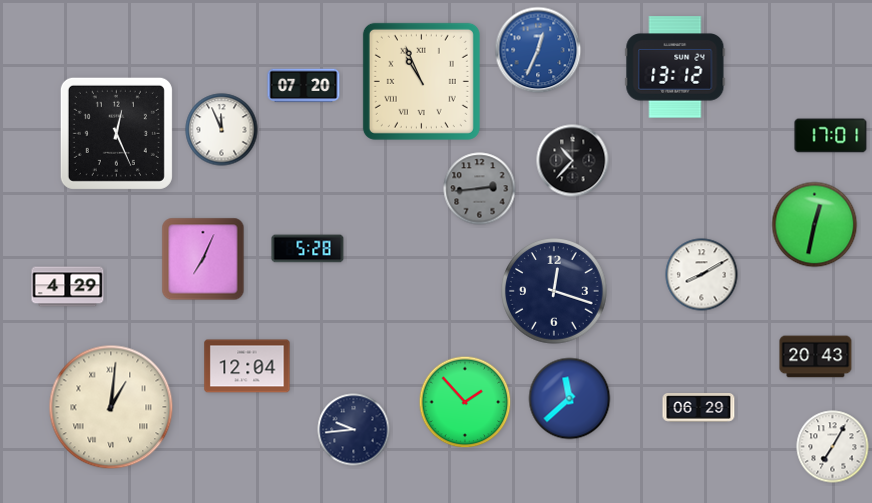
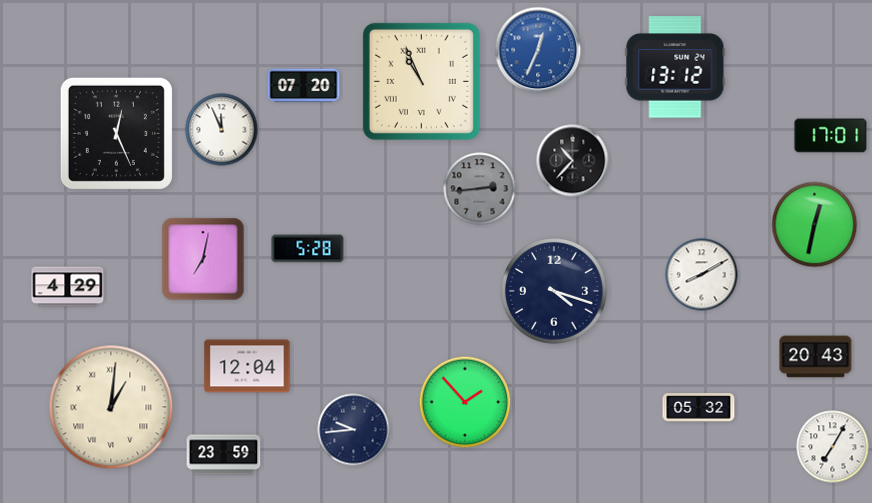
clock at (203, 259): 7:04 -> 7:02
clock at (554, 291): 12:18 -> 4:18
clock at (570, 399): 11:38 -> none
clock at (699, 408): 06:29 -> 05:32
clock at (224, 455): none -> 23:59
